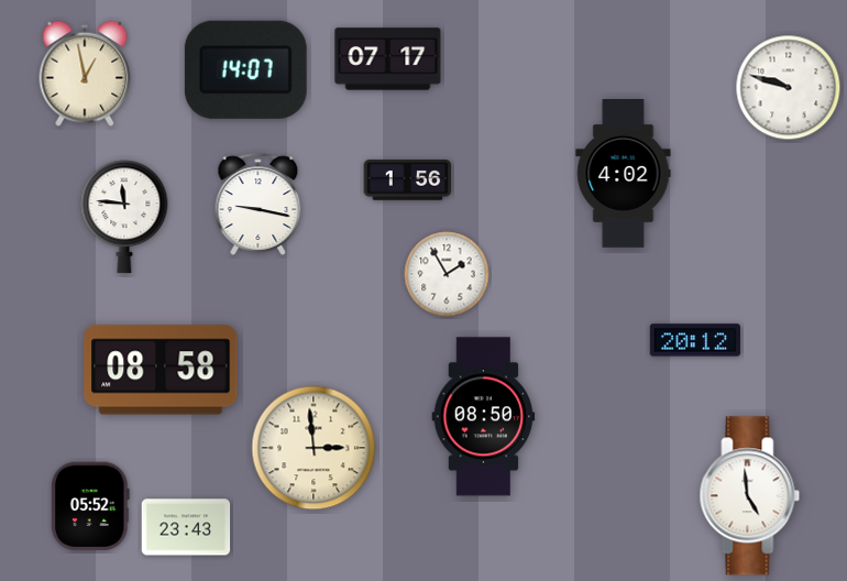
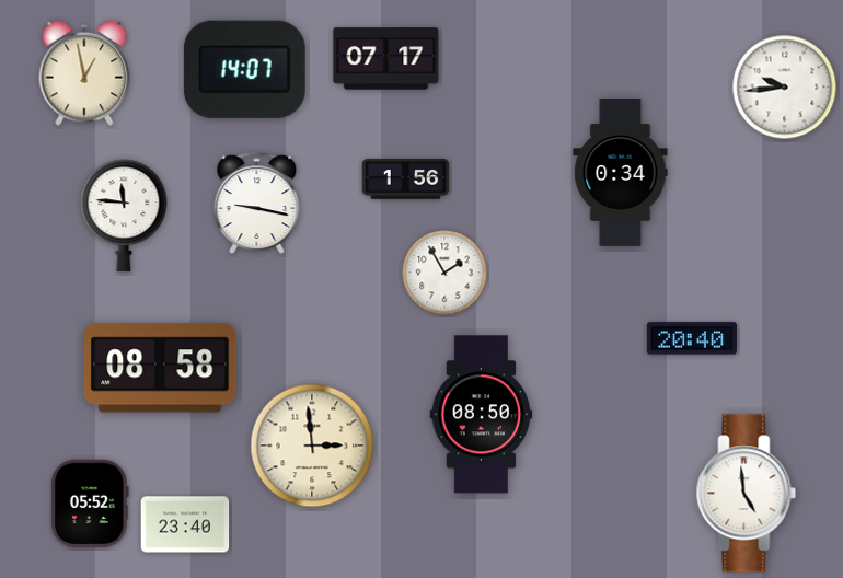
clock at (789, 88): 9:48 -> 9:44
clock at (624, 174): 4:02 -> 0:34
clock at (694, 340): 20:12 -> 20:40
clock at (186, 527): 23:43 -> 23:40
